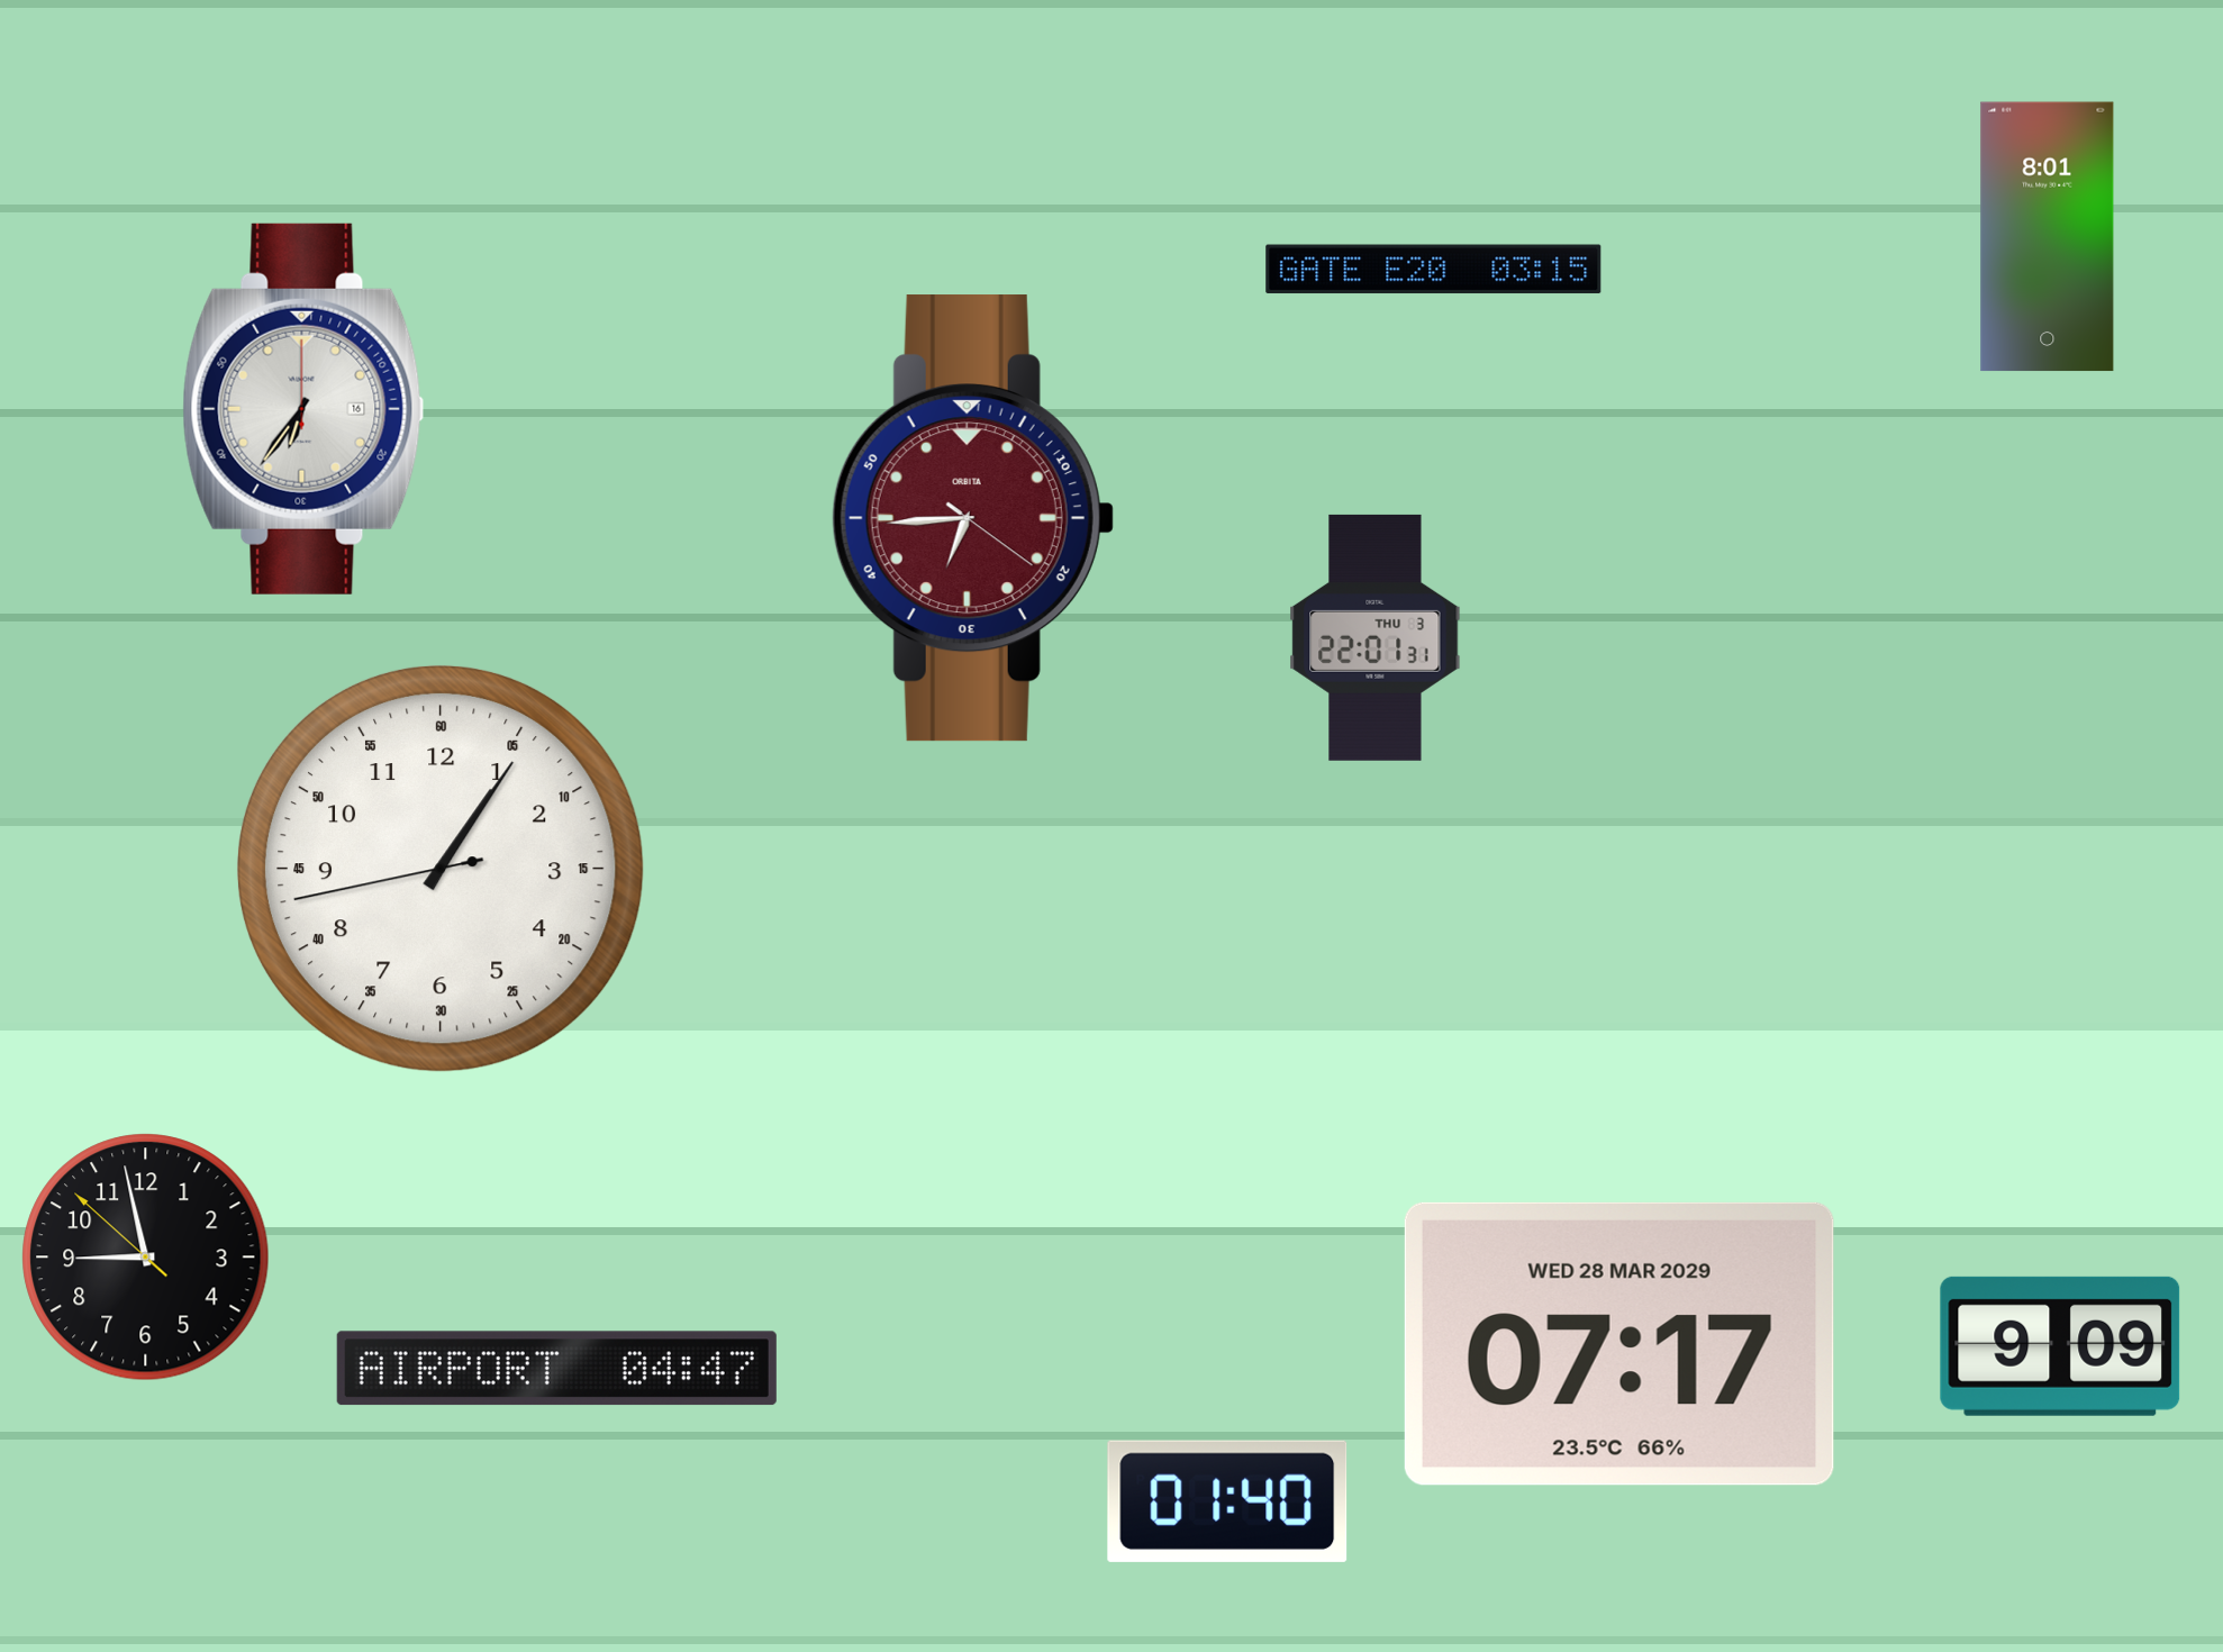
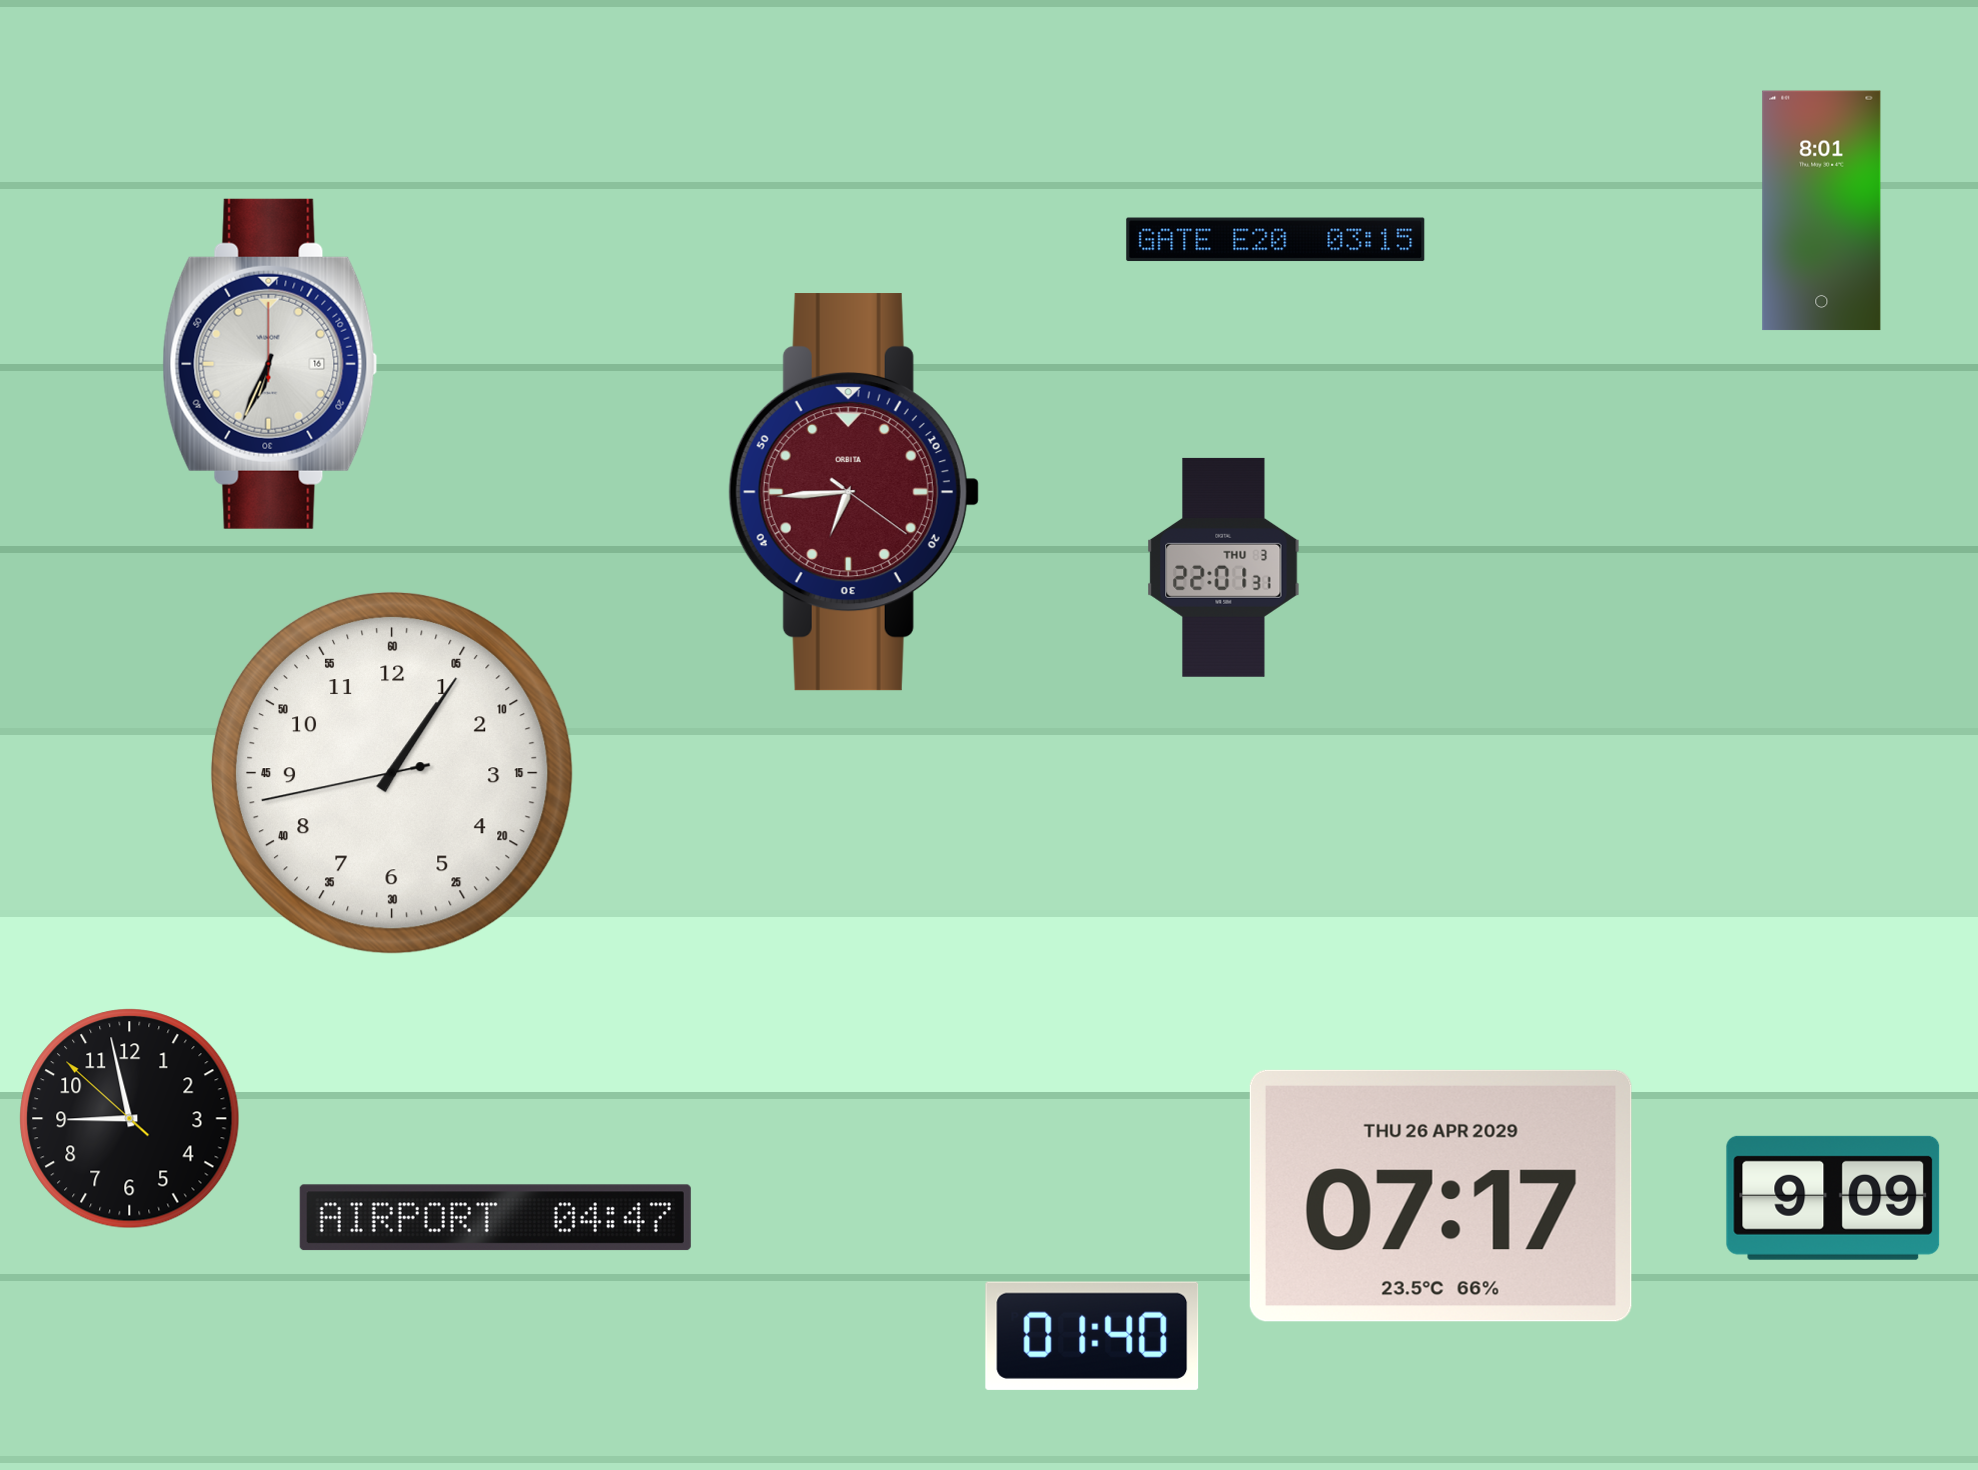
clock at (303, 409): 6:36 -> 6:34
clock at (973, 518) position: (973, 518) -> (854, 492)
clock at (1619, 1344) date: WED 28 MAR 2029 -> THU 26 APR 2029
